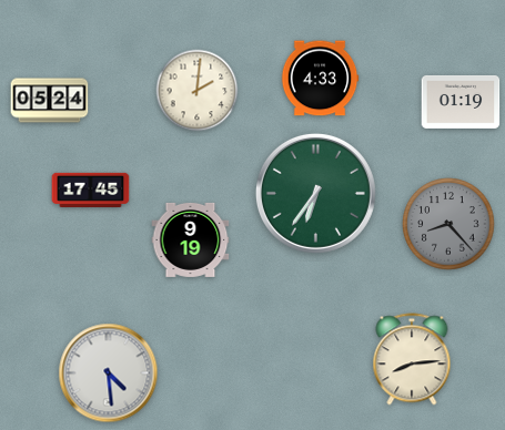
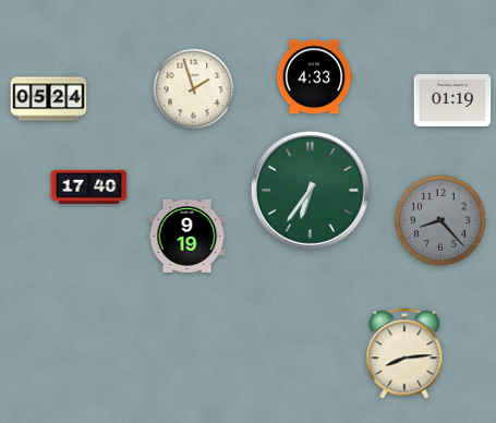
clock at (198, 91): 2:01 -> 1:57
clock at (91, 190): 17:45 -> 17:40
clock at (109, 373): 4:29 -> none
